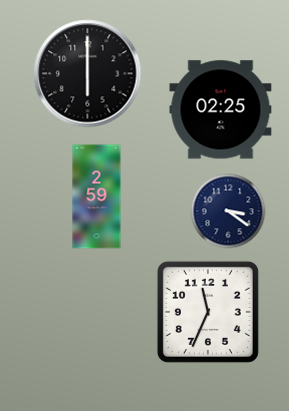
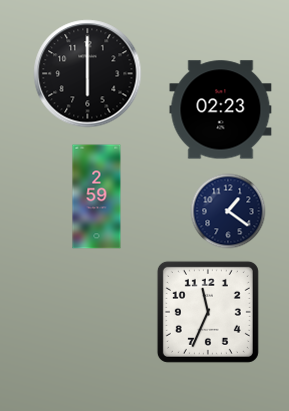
clock at (221, 110): 02:25 -> 02:23
clock at (228, 211): 3:21 -> 1:21
